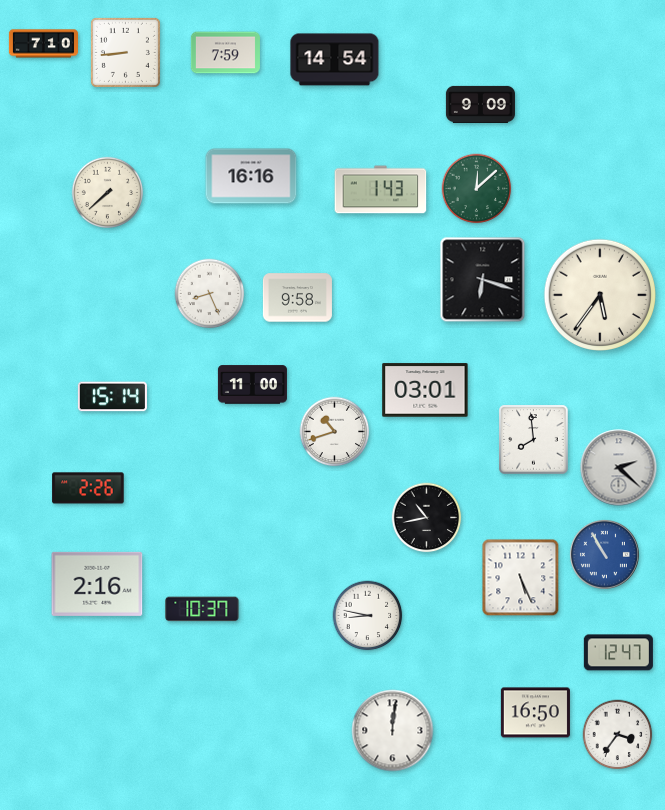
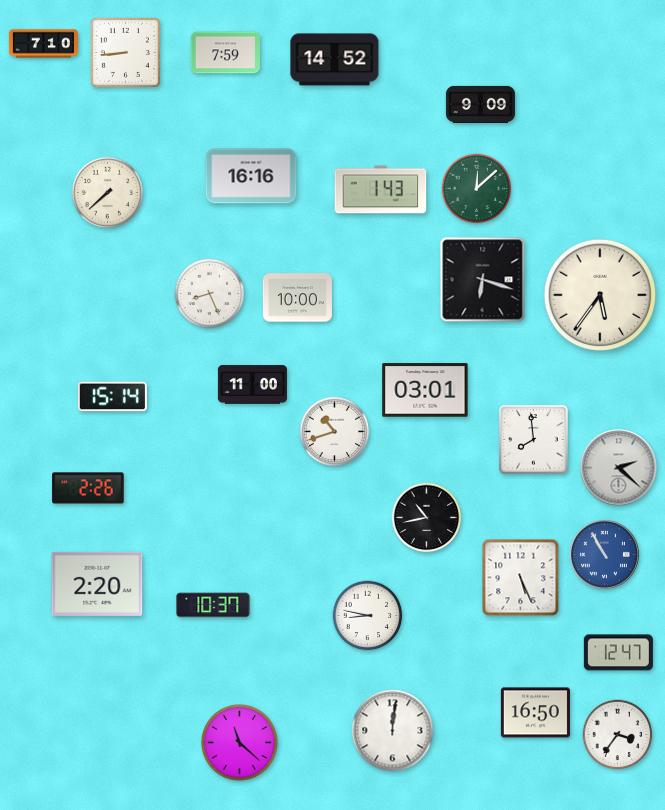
clock at (335, 60): 14:54 -> 14:52
clock at (297, 298): 9:58 -> 10:00
clock at (97, 584): 2:16 -> 2:20
clock at (202, 609) position: (202, 609) -> (213, 605)
clock at (240, 743): none -> 11:22
